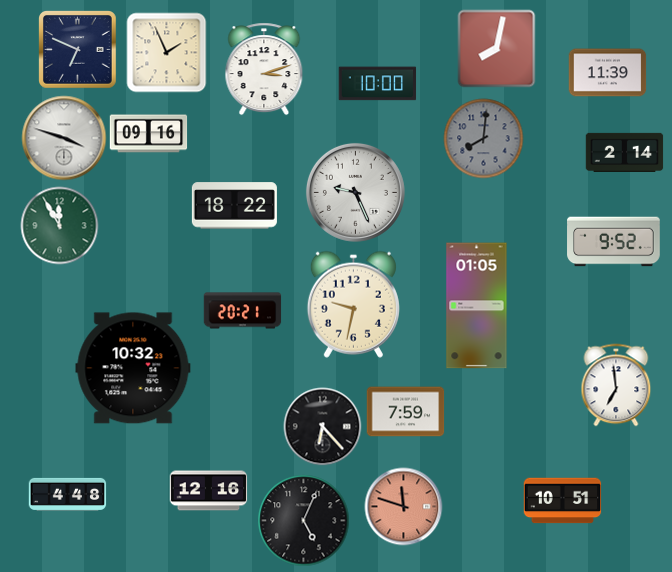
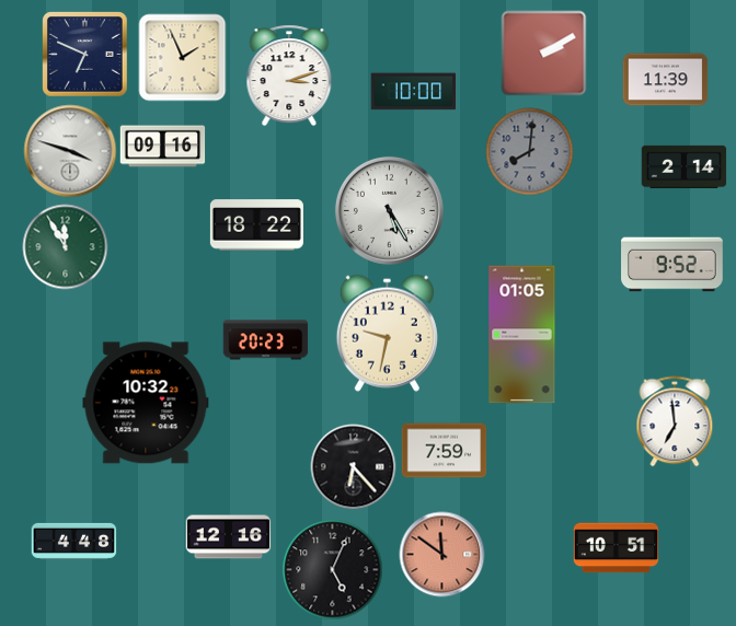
clock at (496, 48): 8:02 -> 2:10
clock at (355, 192): 9:26 -> 5:25
clock at (242, 311): 20:21 -> 20:23
clock at (403, 506): 11:48 -> 11:51
